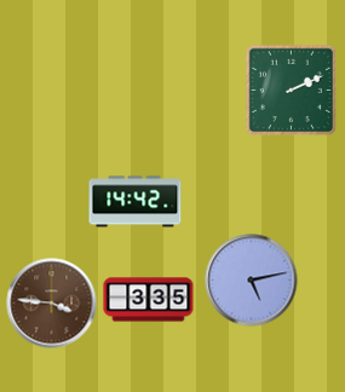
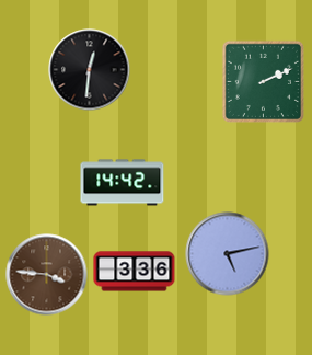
clock at (90, 70): none -> 12:31
clock at (149, 300): 3:35 -> 3:36
